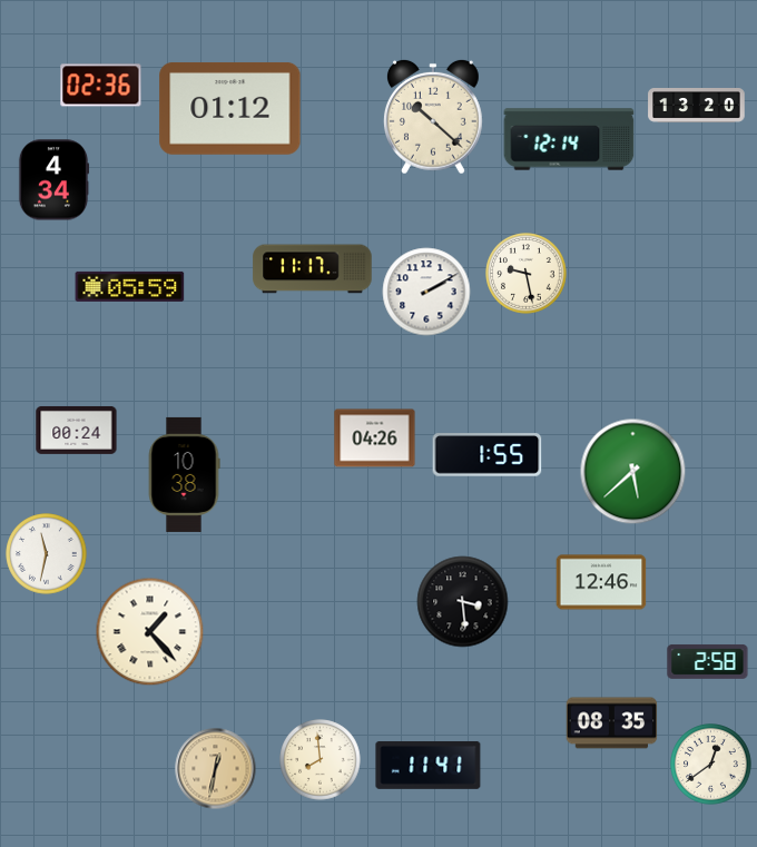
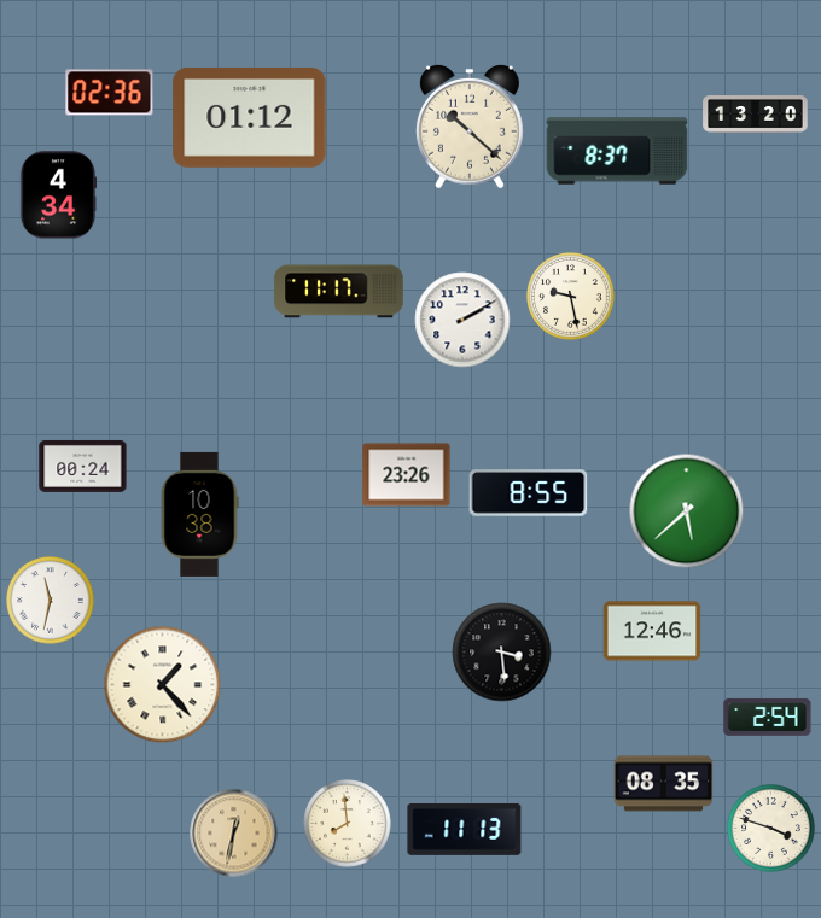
clock at (569, 139): 12:14 -> 8:37
clock at (130, 286): 05:59 -> none
clock at (426, 292) position: (426, 292) -> (462, 320)
clock at (375, 439): 04:26 -> 23:26
clock at (488, 455): 1:55 -> 8:55
clock at (708, 661): 2:58 -> 2:54
clock at (429, 765): 11:41 -> 11:13
clock at (711, 765): 12:39 -> 3:48
